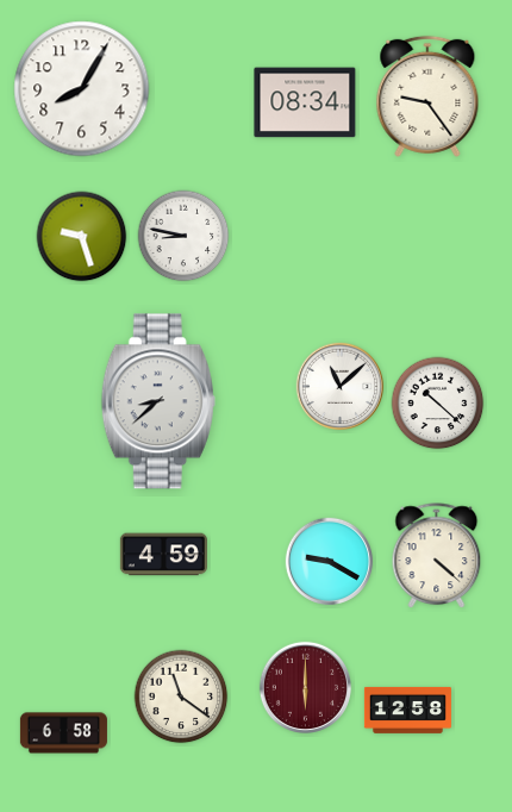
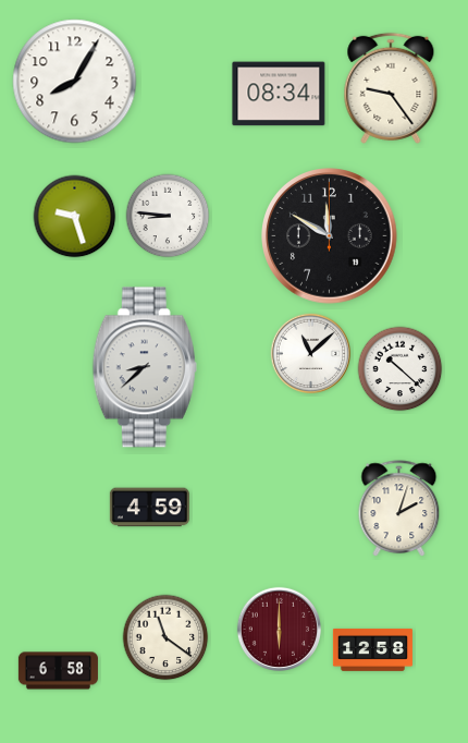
clock at (183, 236): 8:47 -> 8:46
clock at (330, 236): none -> 11:50
clock at (437, 556): 4:22 -> 2:03
clock at (330, 562): 9:20 -> none
